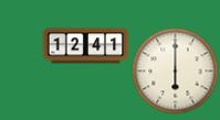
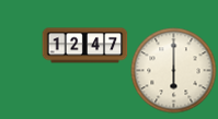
clock at (85, 46): 12:41 -> 12:47
